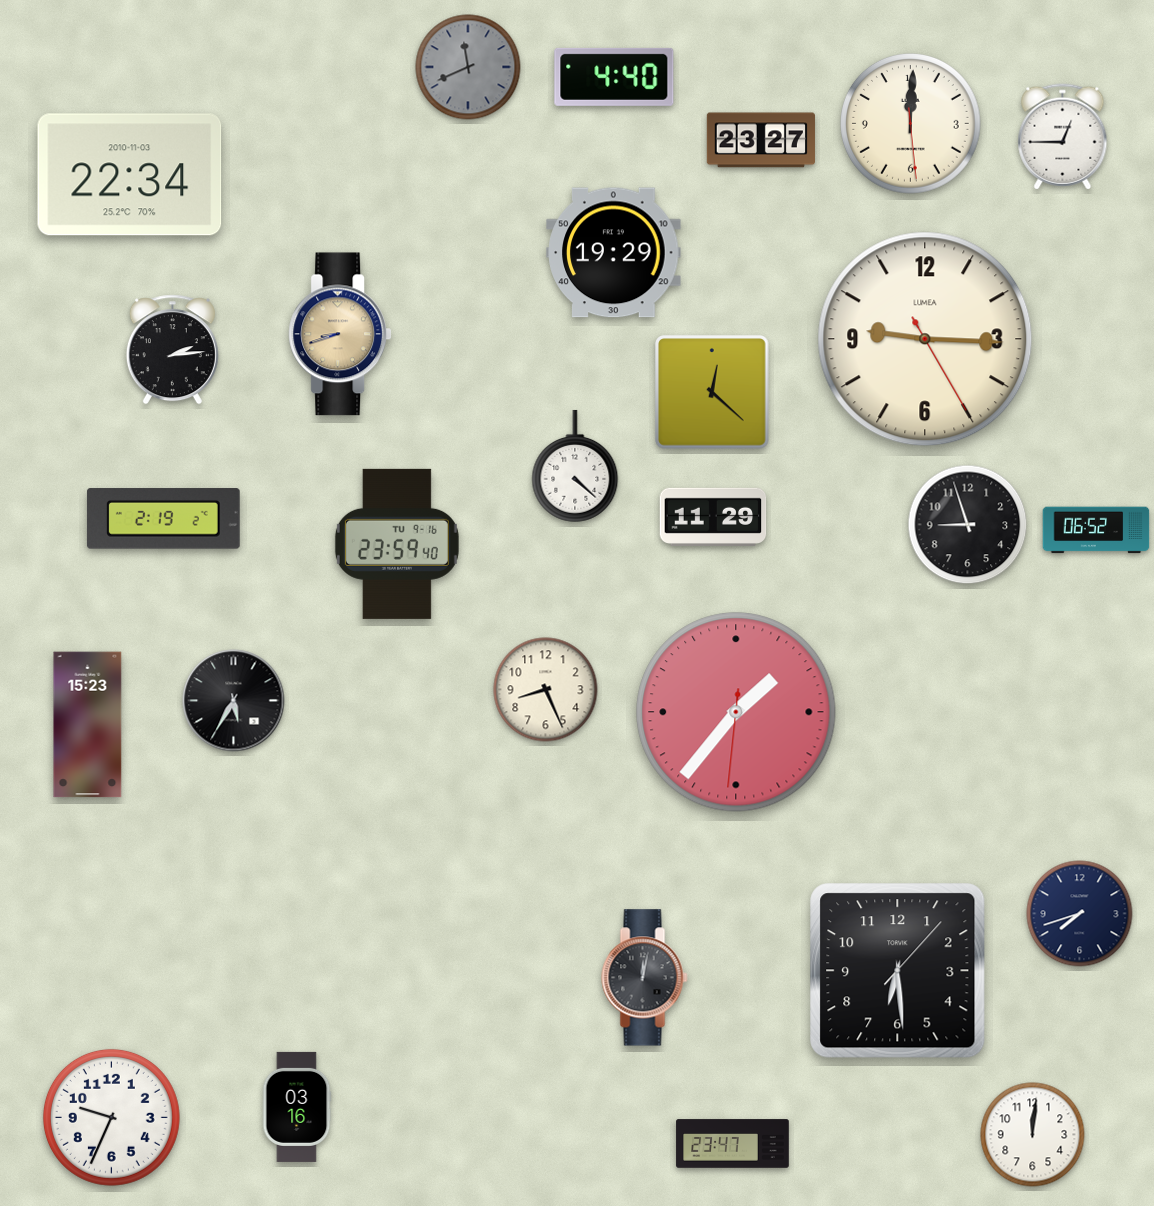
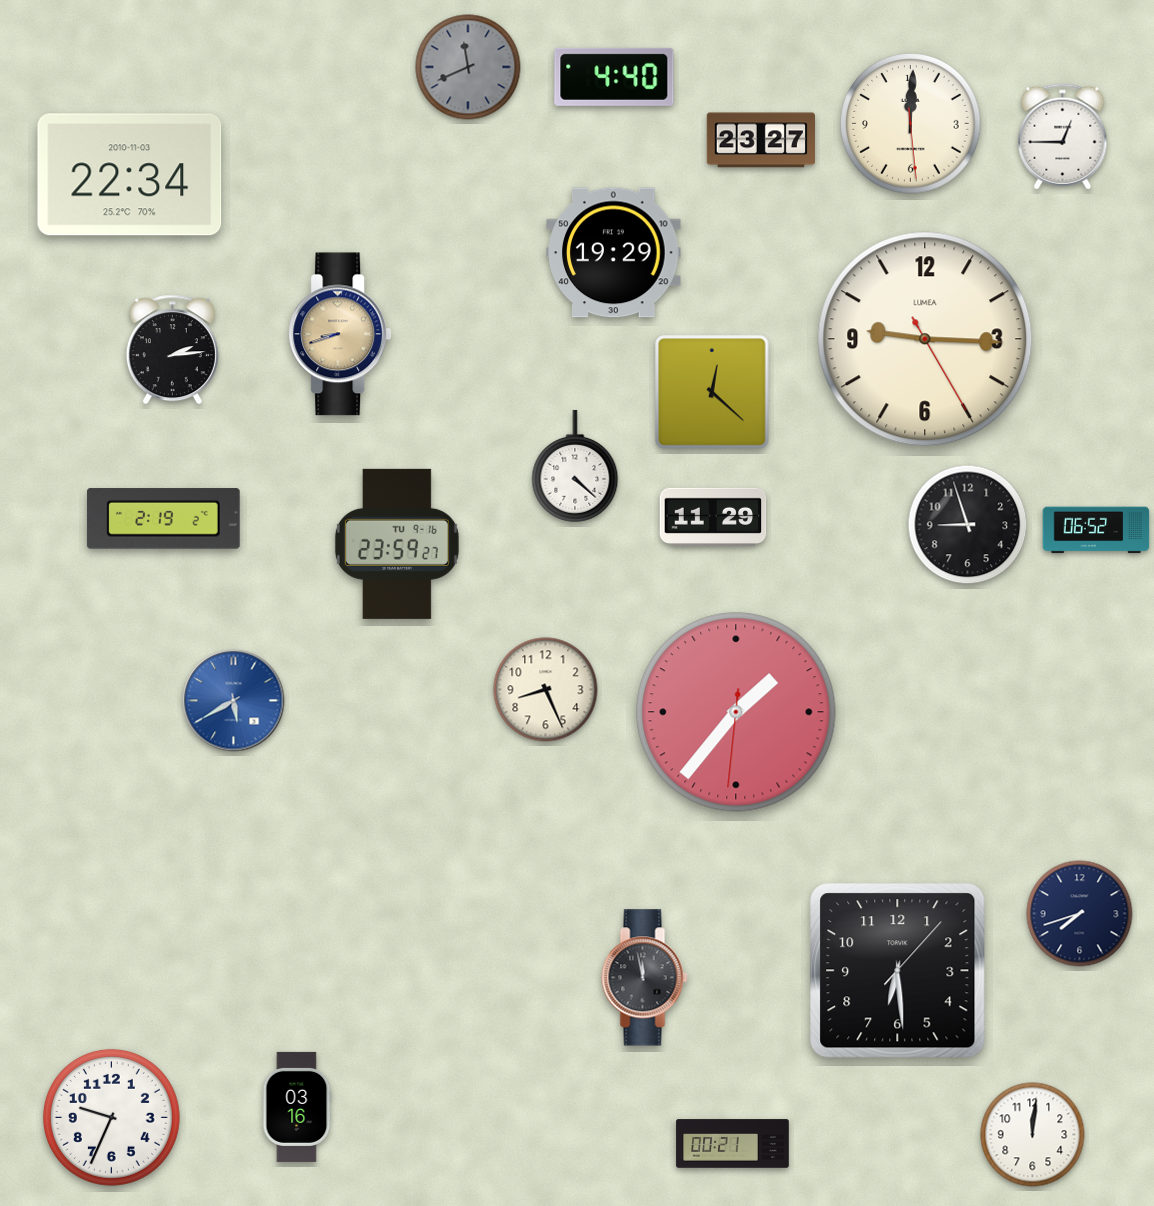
clock at (397, 544): 23:59:40 -> 23:59:27
clock at (234, 701): 5:35 -> 5:40
clock at (234, 701) dial: black -> blue
clock at (88, 725): 15:23 -> none
clock at (645, 978): 12:02 -> 11:58
clock at (733, 1144): 23:47 -> 00:21
